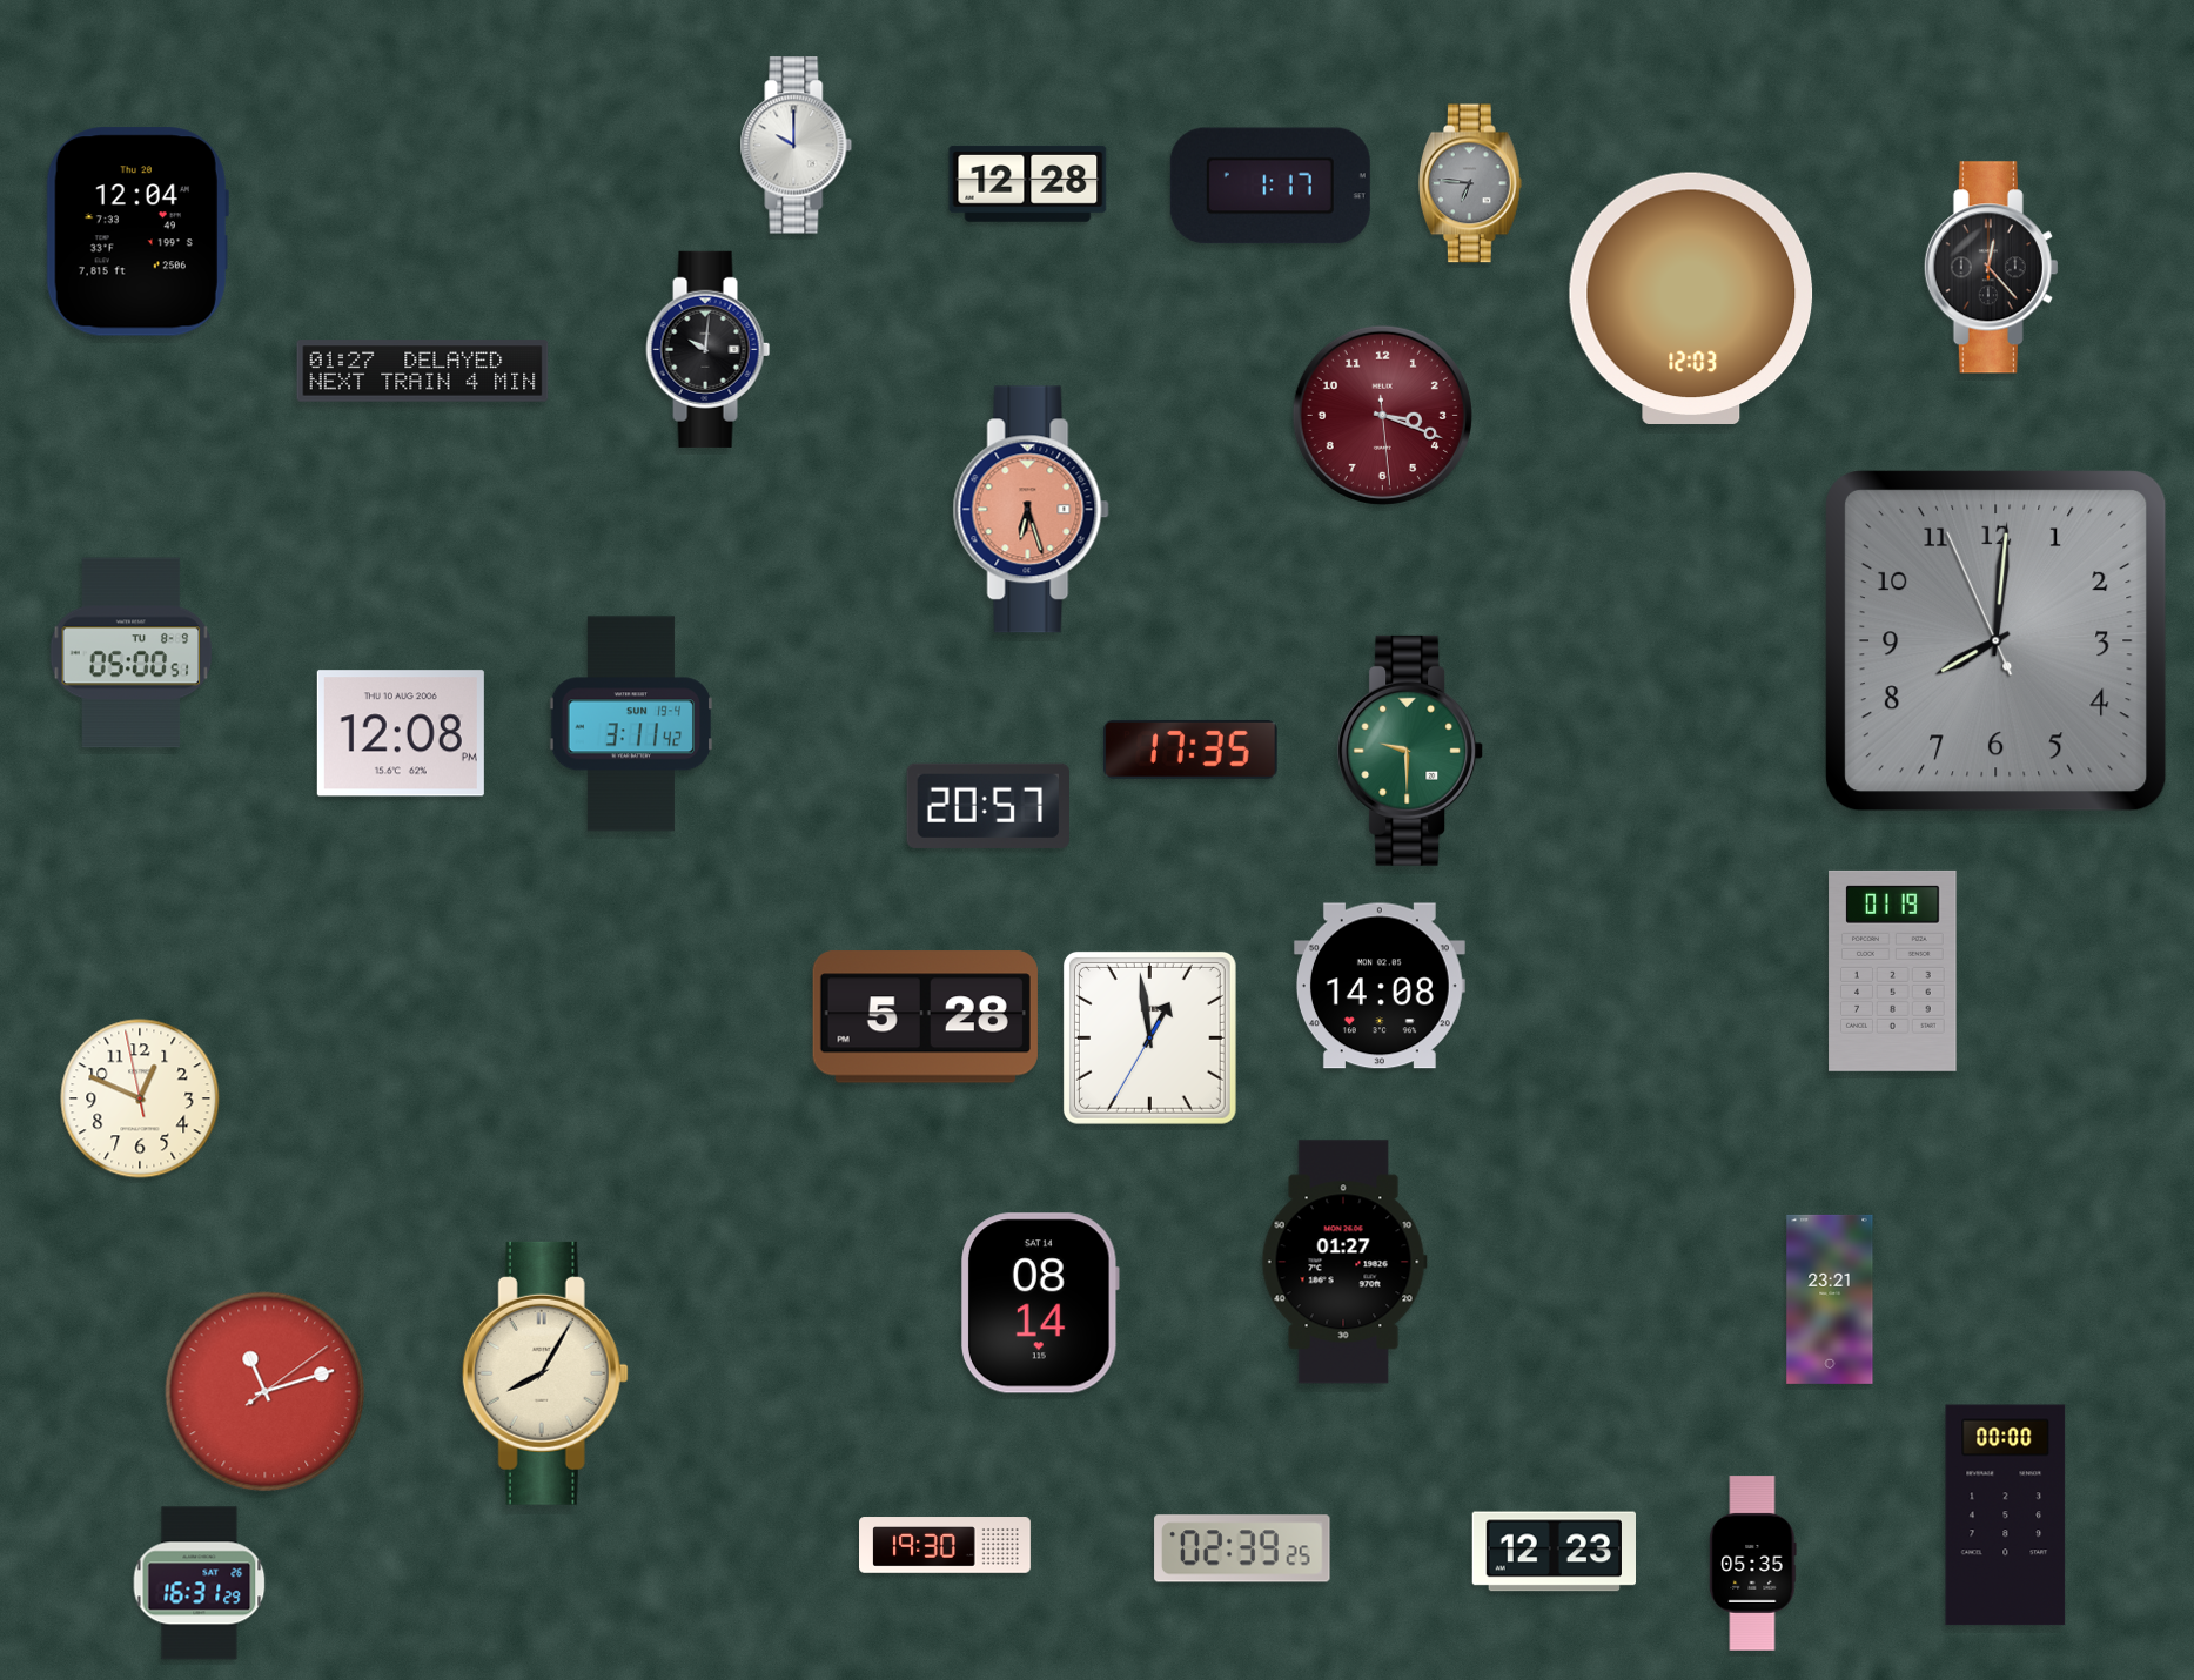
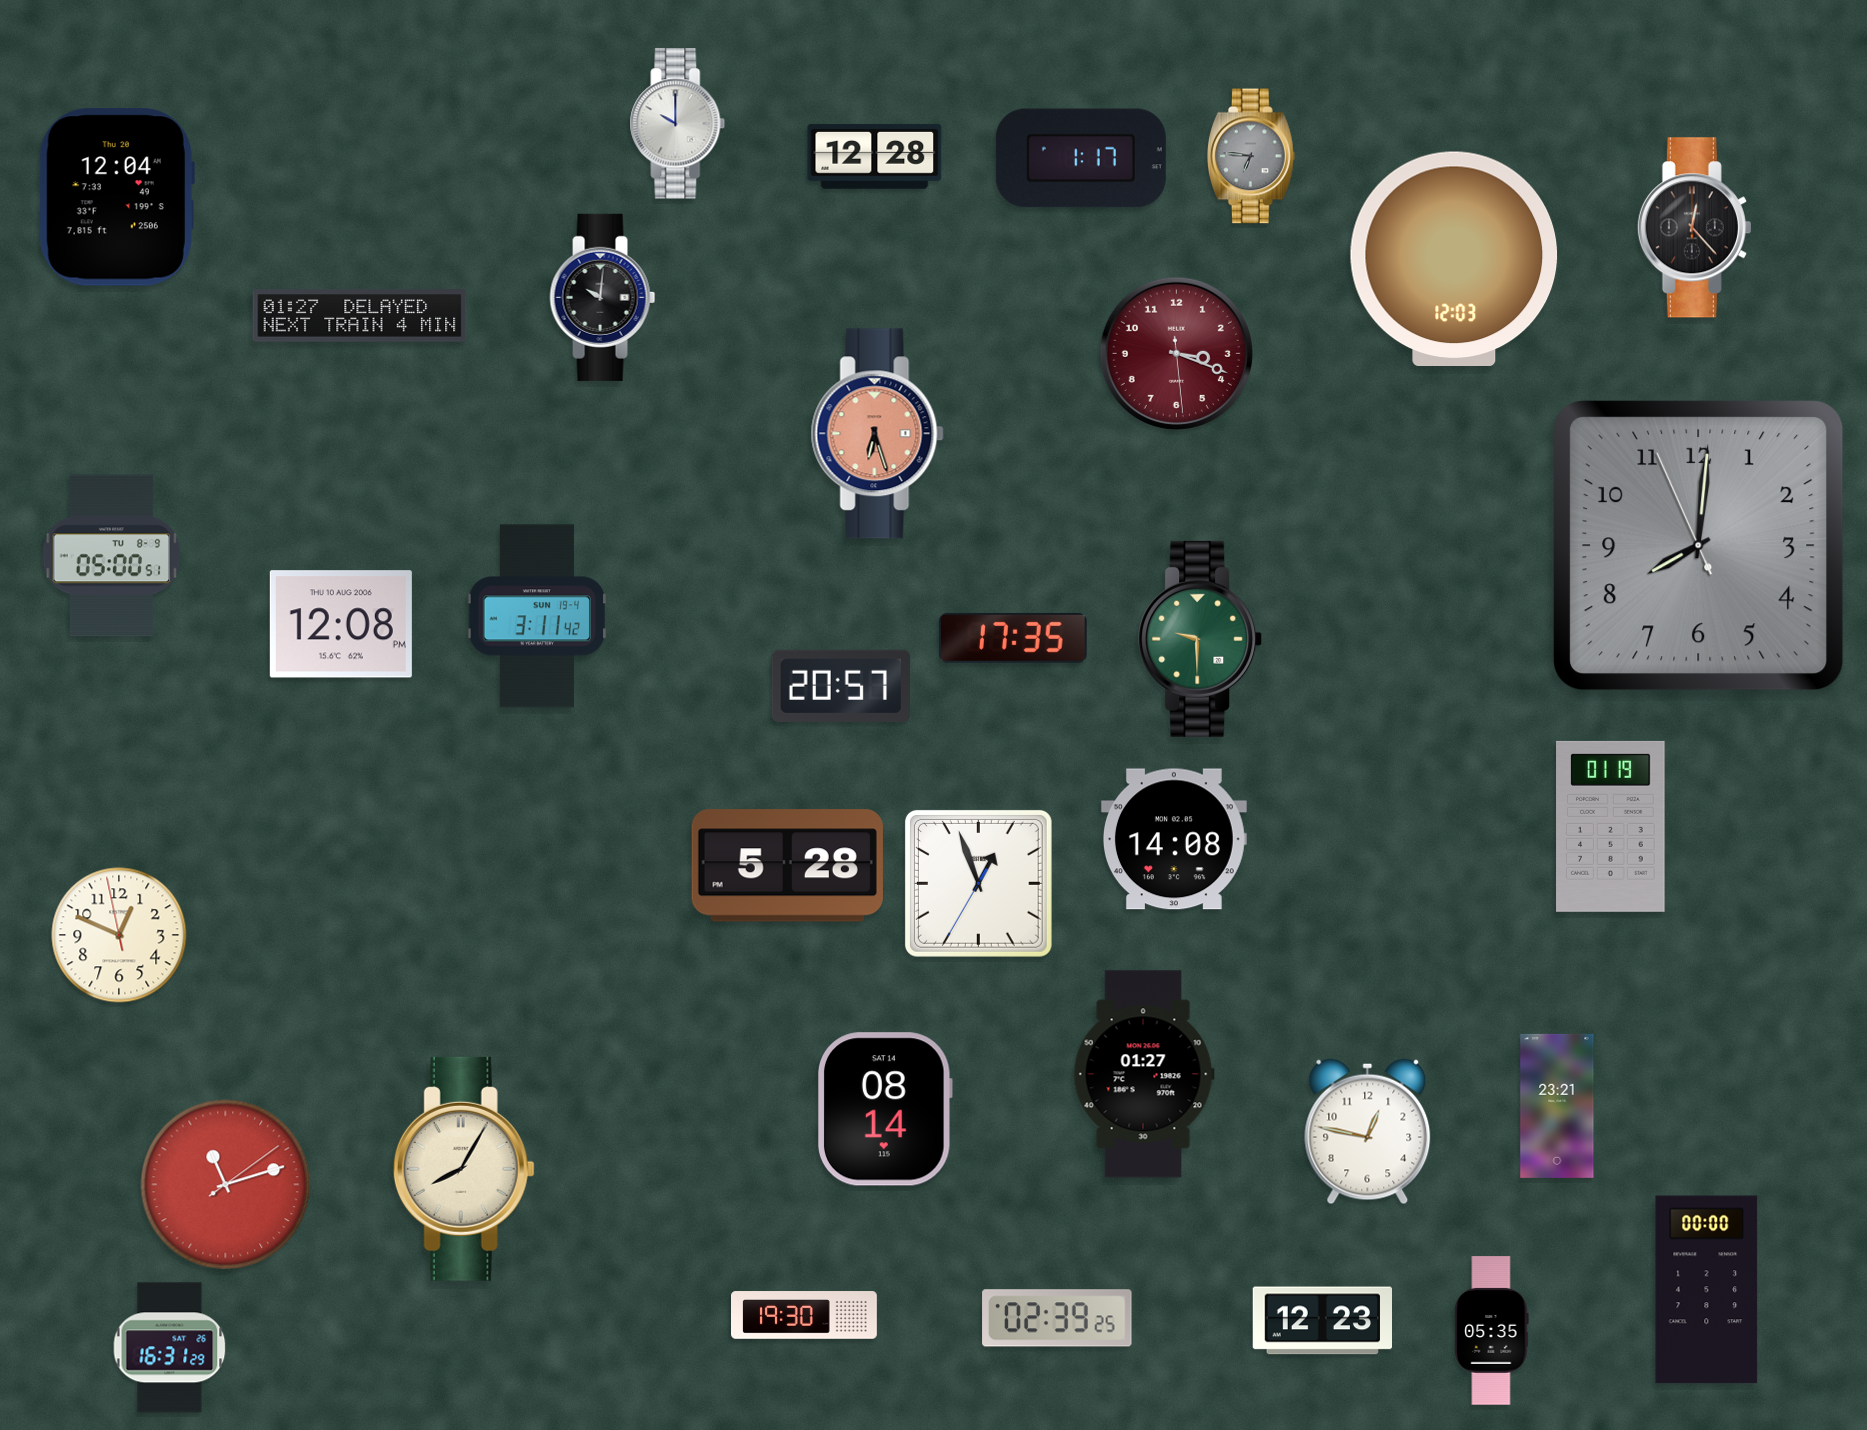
clock at (1691, 297) position: (1691, 297) -> (1454, 258)
clock at (1149, 1037): 12:58 -> 12:56
clock at (1368, 1132): none -> 12:47
